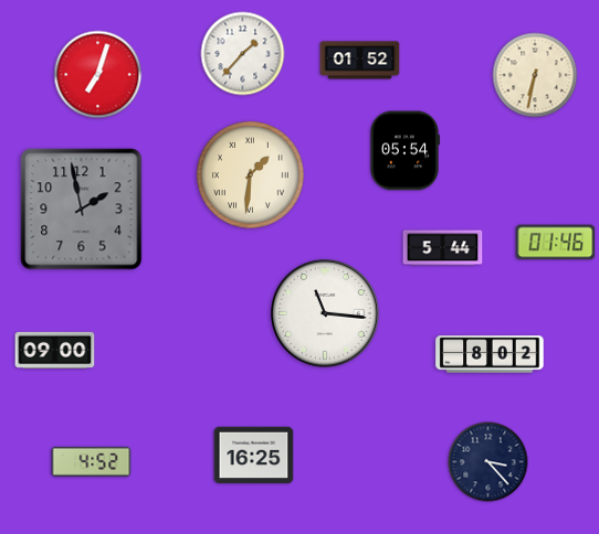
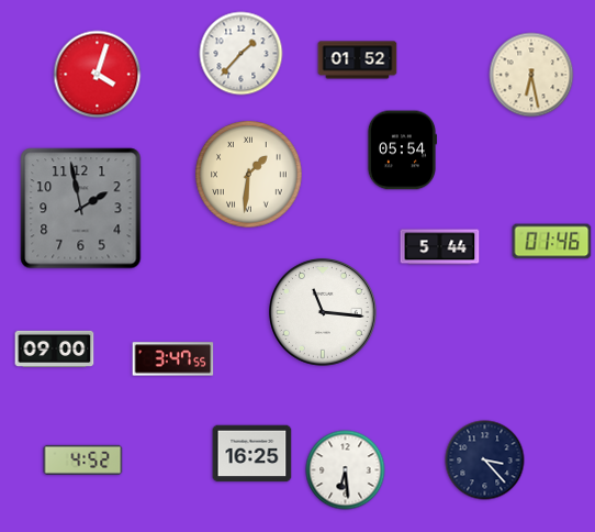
clock at (98, 75): 7:03 -> 4:03
clock at (535, 75): 6:32 -> 6:28
clock at (490, 354): 8:02 -> none
clock at (173, 359): none -> 3:47
clock at (92, 461) position: (92, 461) -> (83, 459)
clock at (346, 470): none -> 6:29
